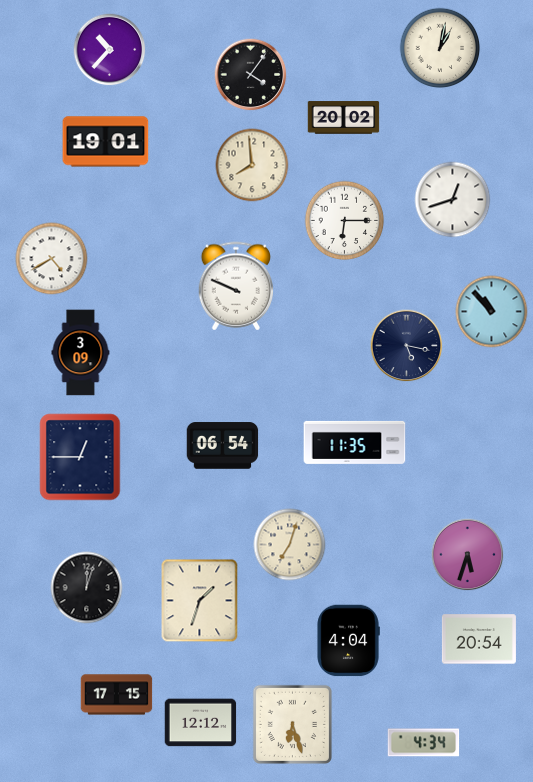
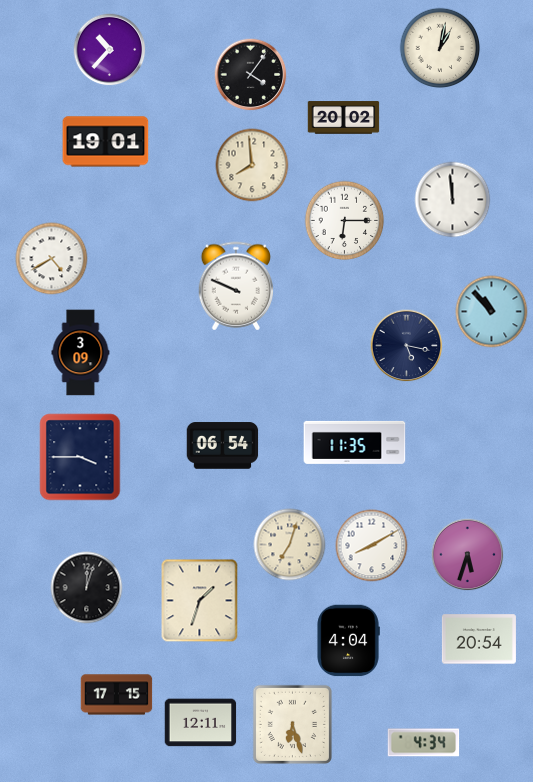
clock at (453, 200): 12:42 -> 11:59
clock at (80, 457): 12:45 -> 3:45
clock at (372, 546): none -> 8:10
clock at (201, 723): 12:12 -> 12:11
